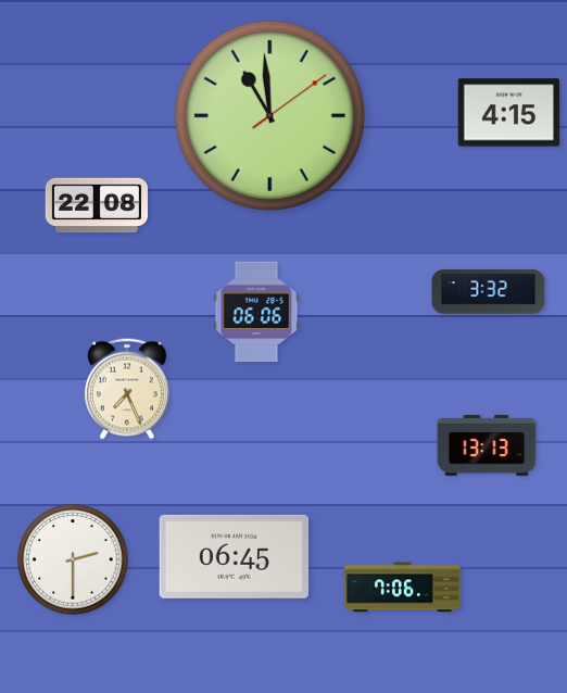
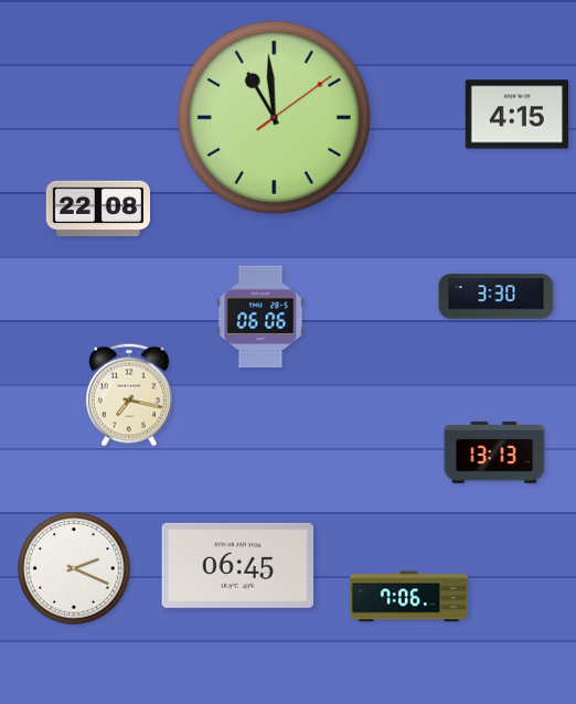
clock at (489, 292): 3:32 -> 3:30
clock at (127, 389): 7:26 -> 7:17
clock at (73, 559): 2:30 -> 2:19
